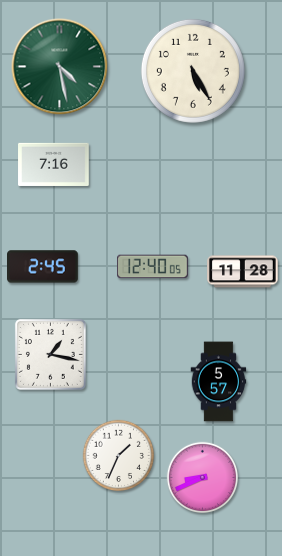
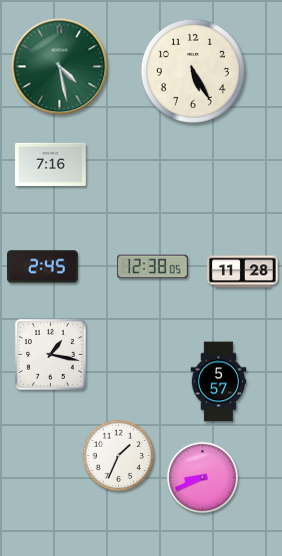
clock at (54, 164) position: (54, 164) -> (51, 164)
clock at (153, 267): 12:40 -> 12:38
